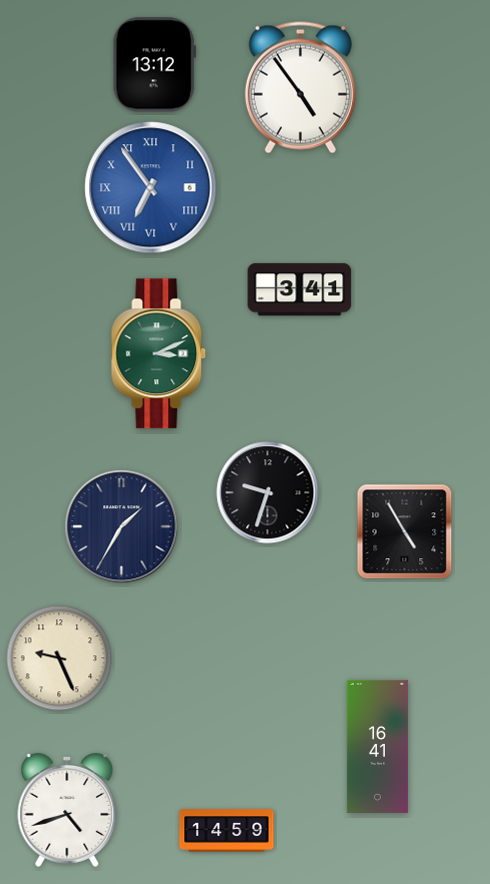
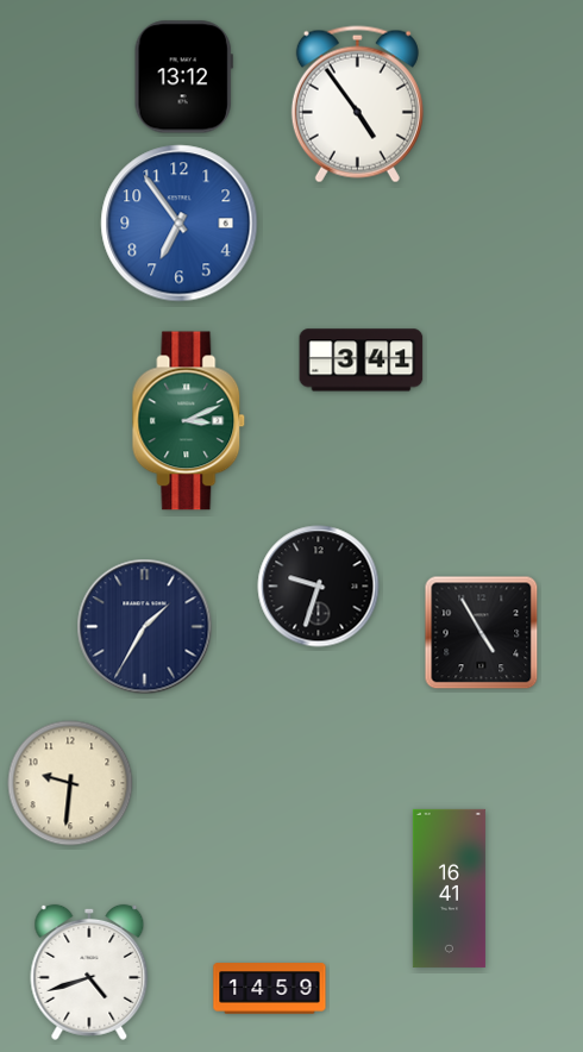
clock at (151, 188) numerals: Roman -> Arabic
clock at (300, 290) position: (300, 290) -> (362, 361)
clock at (59, 658): 9:26 -> 9:31
clock at (67, 810) position: (67, 810) -> (89, 972)
